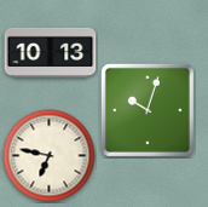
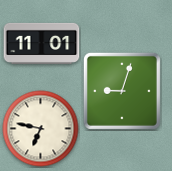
clock at (51, 52): 10:13 -> 11:01
clock at (148, 110): 10:03 -> 9:03
